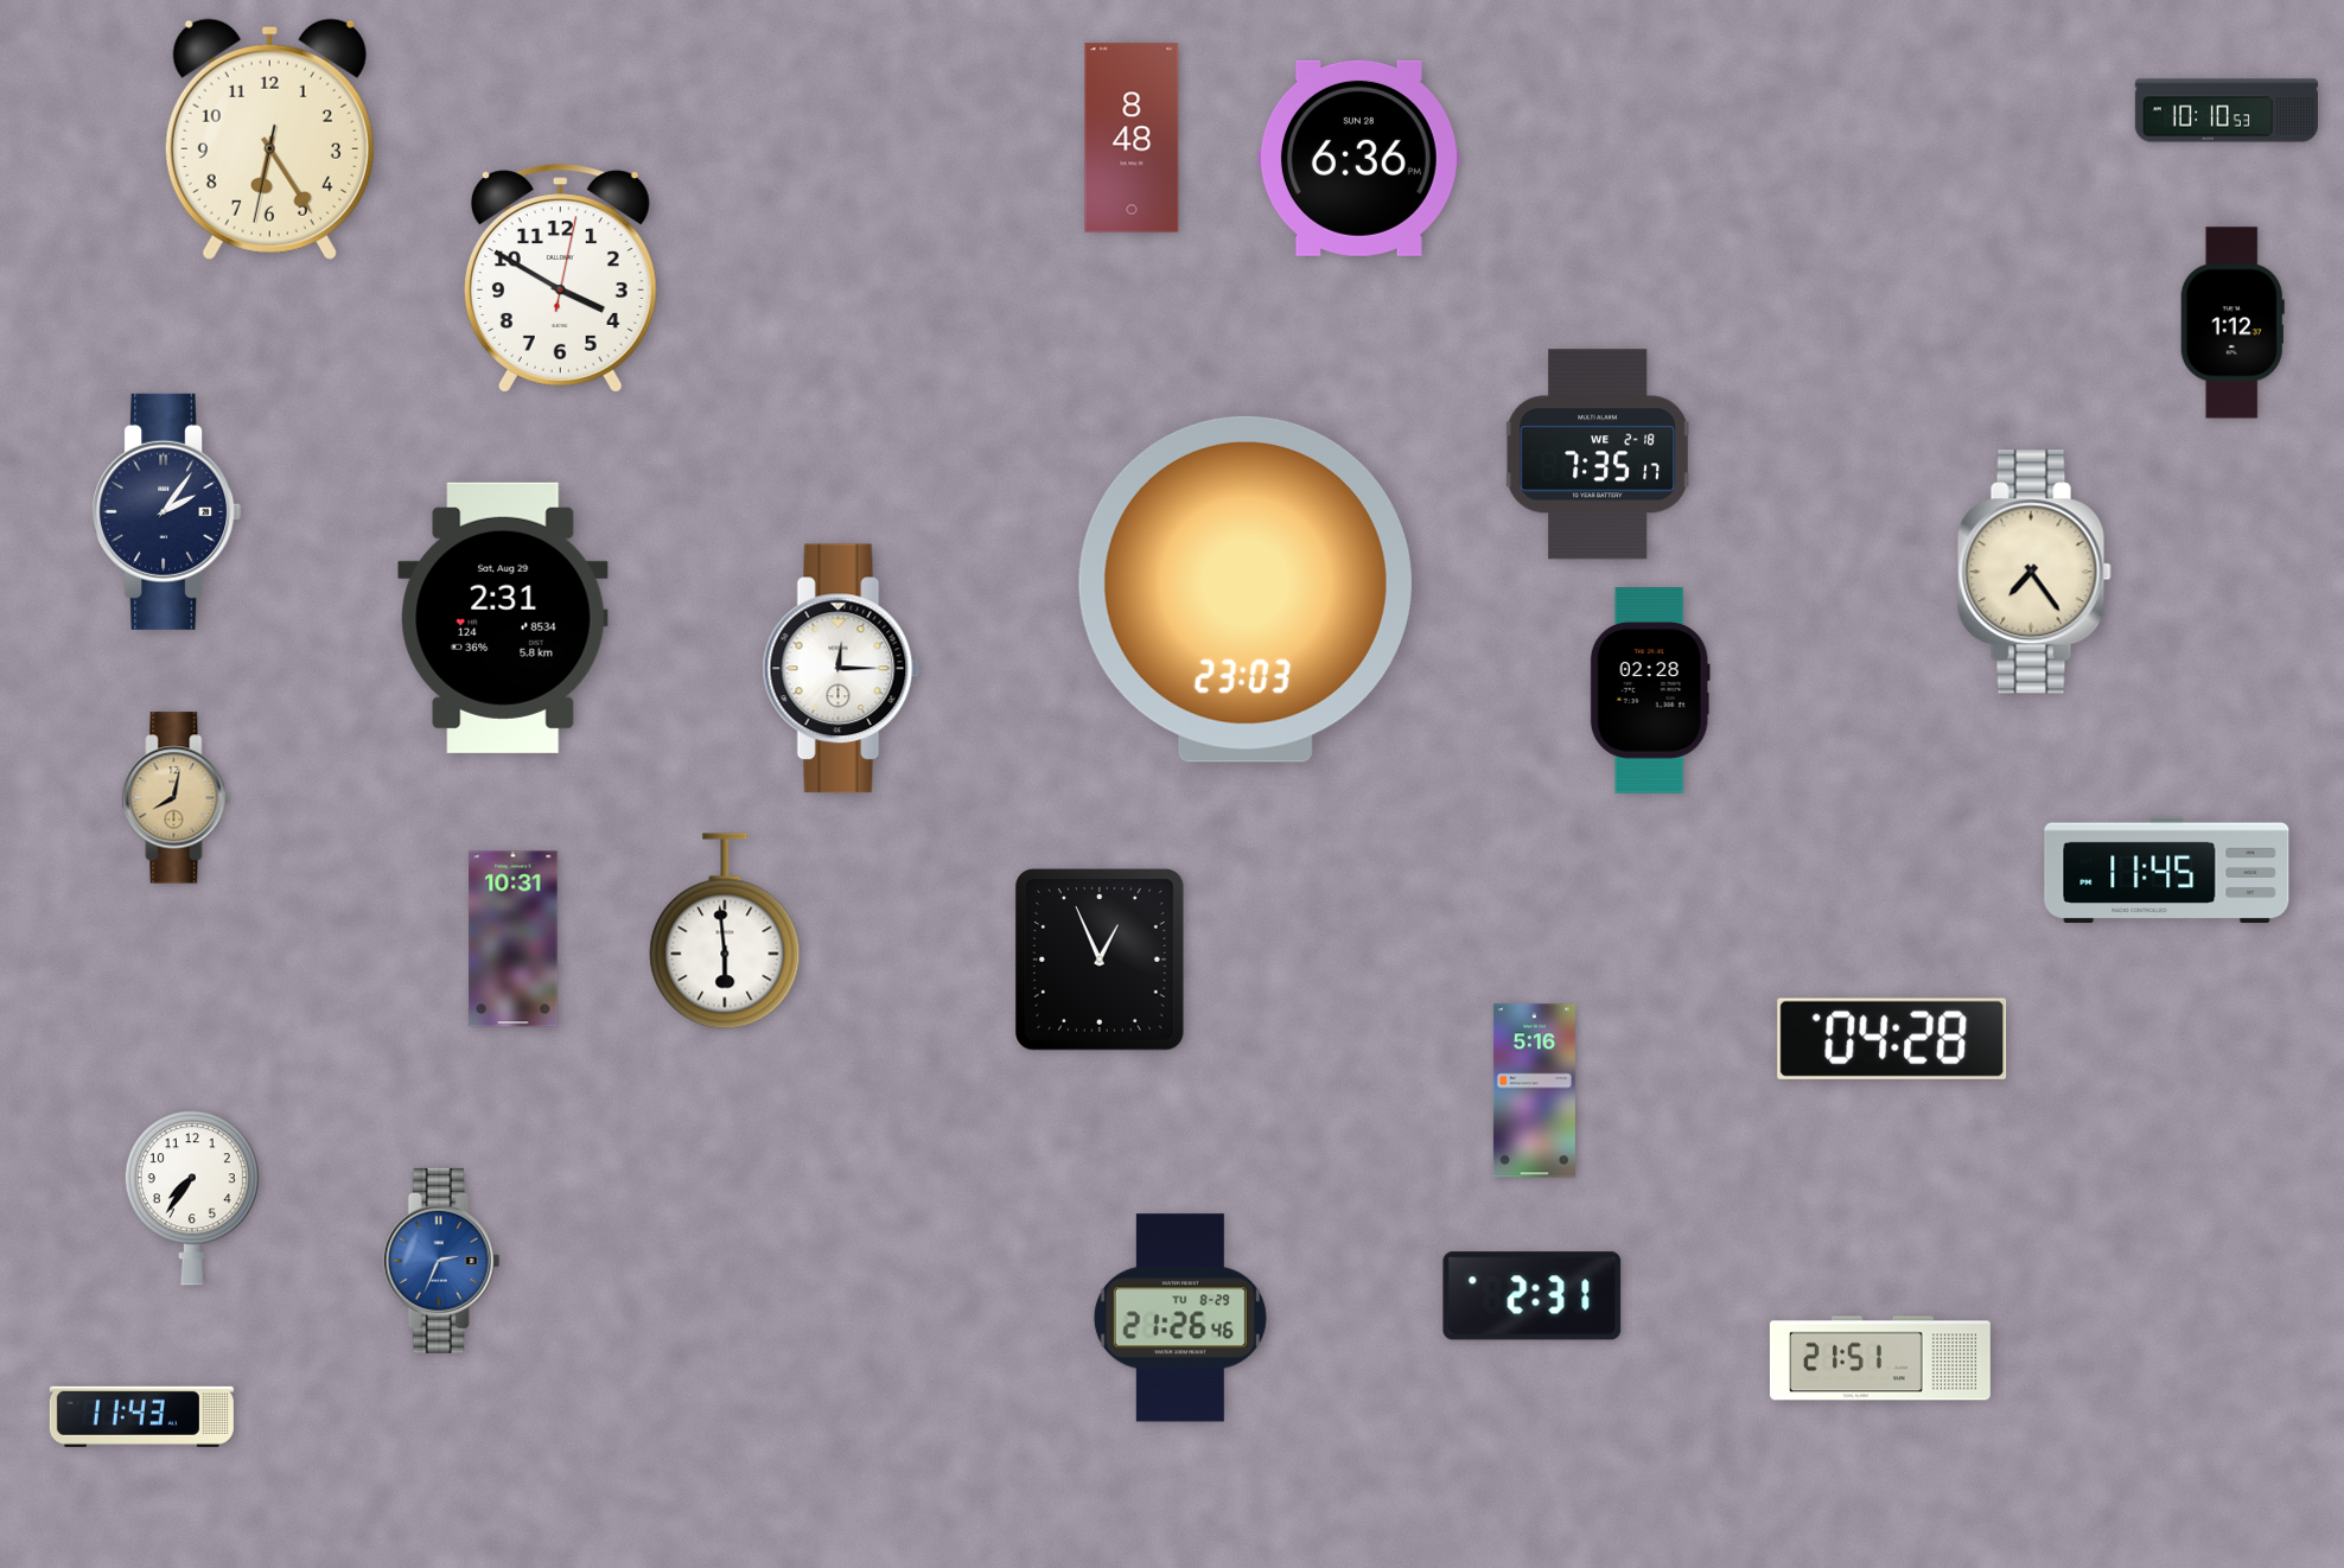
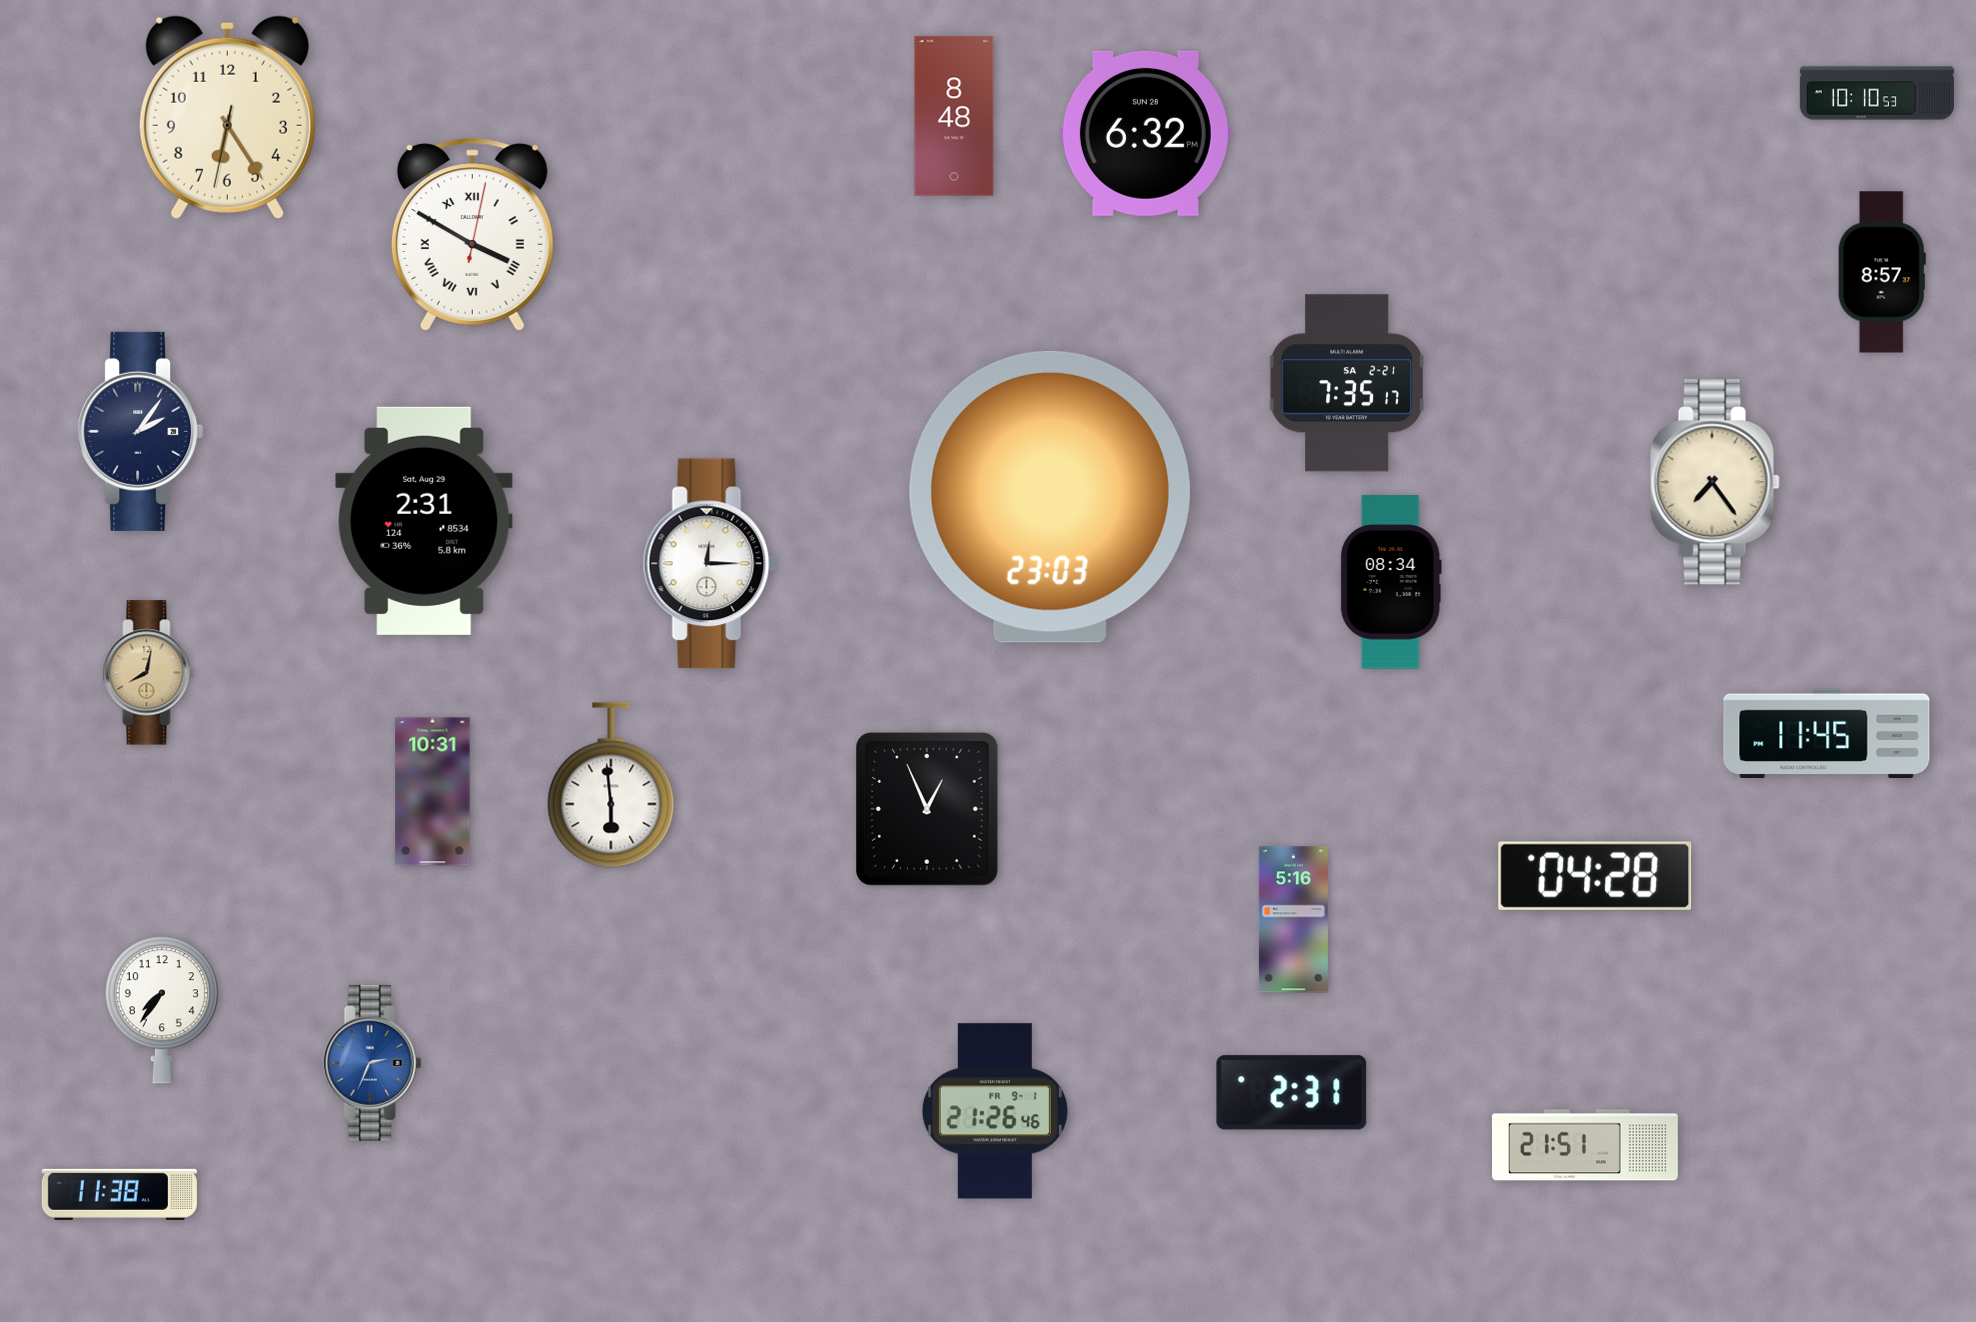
clock at (1358, 158): 6:36 -> 6:32
clock at (560, 279) numerals: Arabic -> Roman
clock at (2232, 323): 1:12 -> 8:57
clock at (1598, 454) date: WE 2-18 -> SA 2-21
clock at (1650, 690): 02:28 -> 08:34
clock at (1180, 1318) date: TU 8-29 -> FR 9-1
clock at (141, 1416): 11:43 -> 11:38
